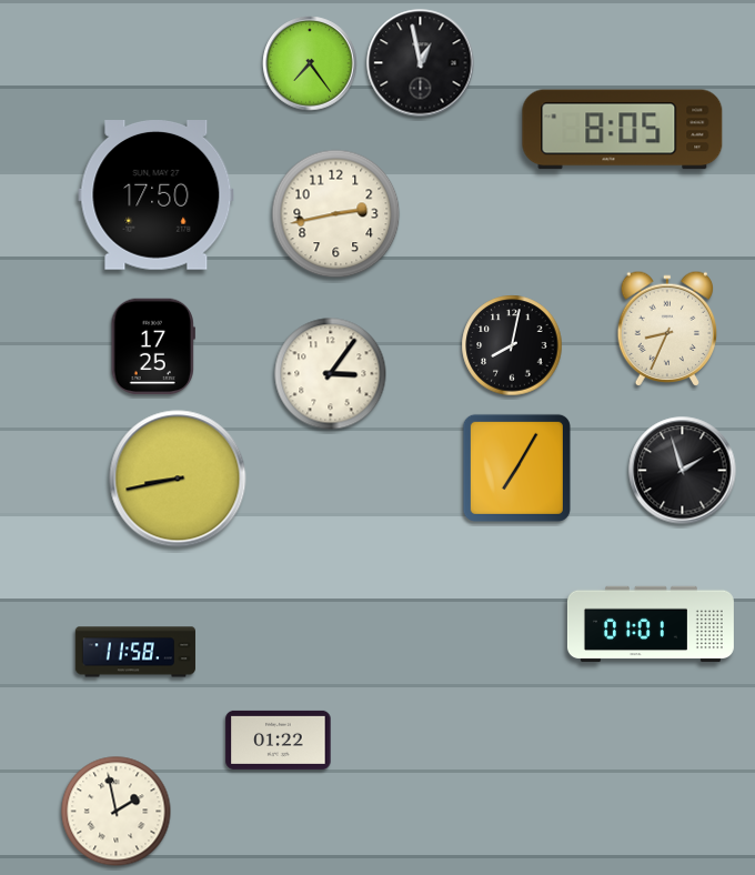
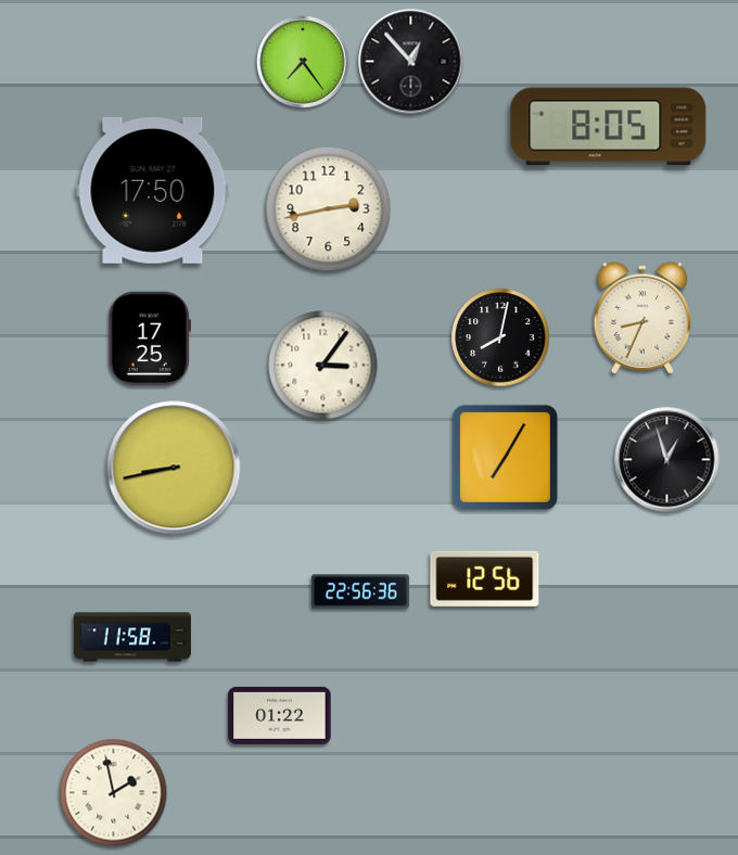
clock at (421, 63): 12:58 -> 12:53
clock at (667, 328) position: (667, 328) -> (642, 317)
clock at (683, 471): 1:57 -> 12:57
clock at (485, 578): none -> 12:56
clock at (360, 591): none -> 22:56
clock at (651, 624): 01:01 -> none
clock at (279, 740) position: (279, 740) -> (280, 715)
